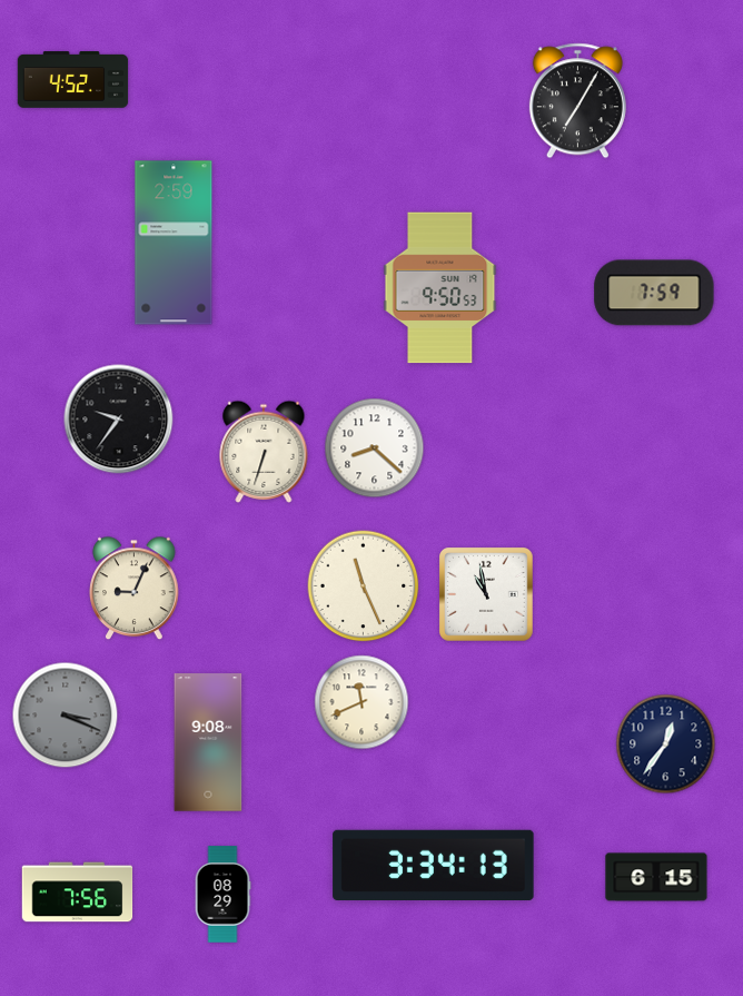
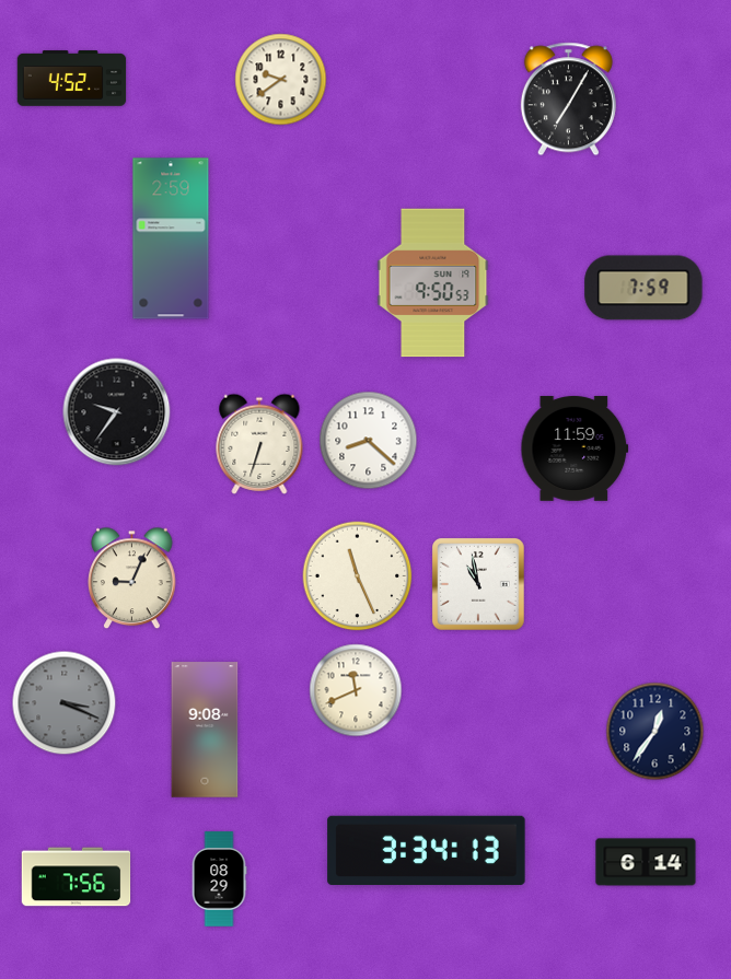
clock at (281, 80): none -> 9:39
clock at (575, 448): none -> 11:59
clock at (656, 877): 6:15 -> 6:14
